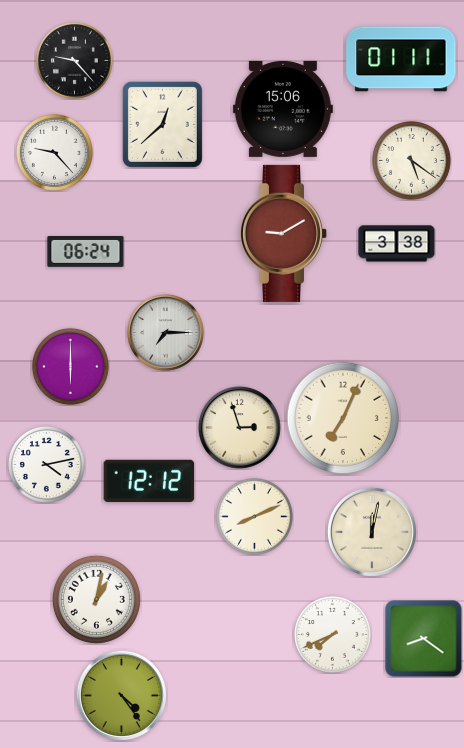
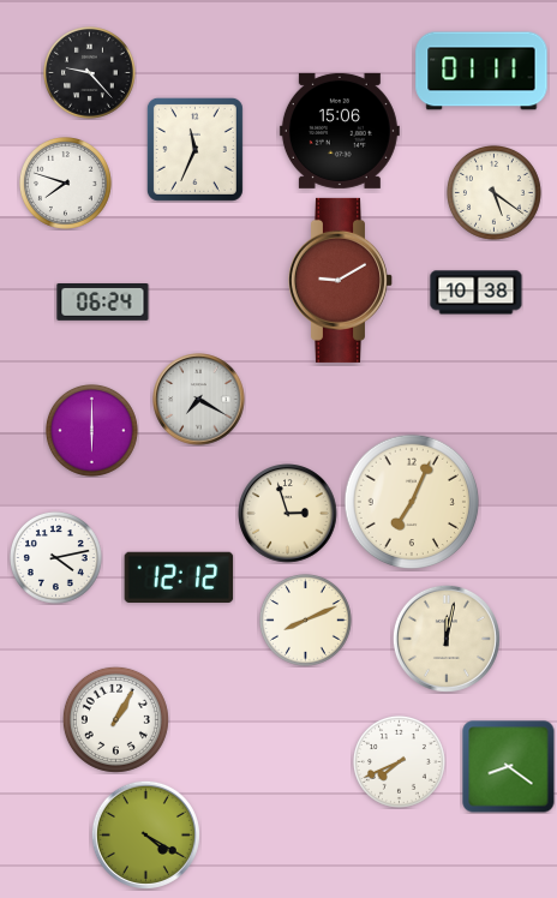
clock at (162, 124): 12:38 -> 11:34
clock at (54, 152): 9:23 -> 7:48
clock at (397, 244): 3:38 -> 10:38
clock at (166, 333): 7:15 -> 7:20
clock at (70, 366) position: (70, 366) -> (91, 430)
clock at (96, 599): 1:02 -> 1:05
clock at (121, 695): 4:24 -> 4:20
